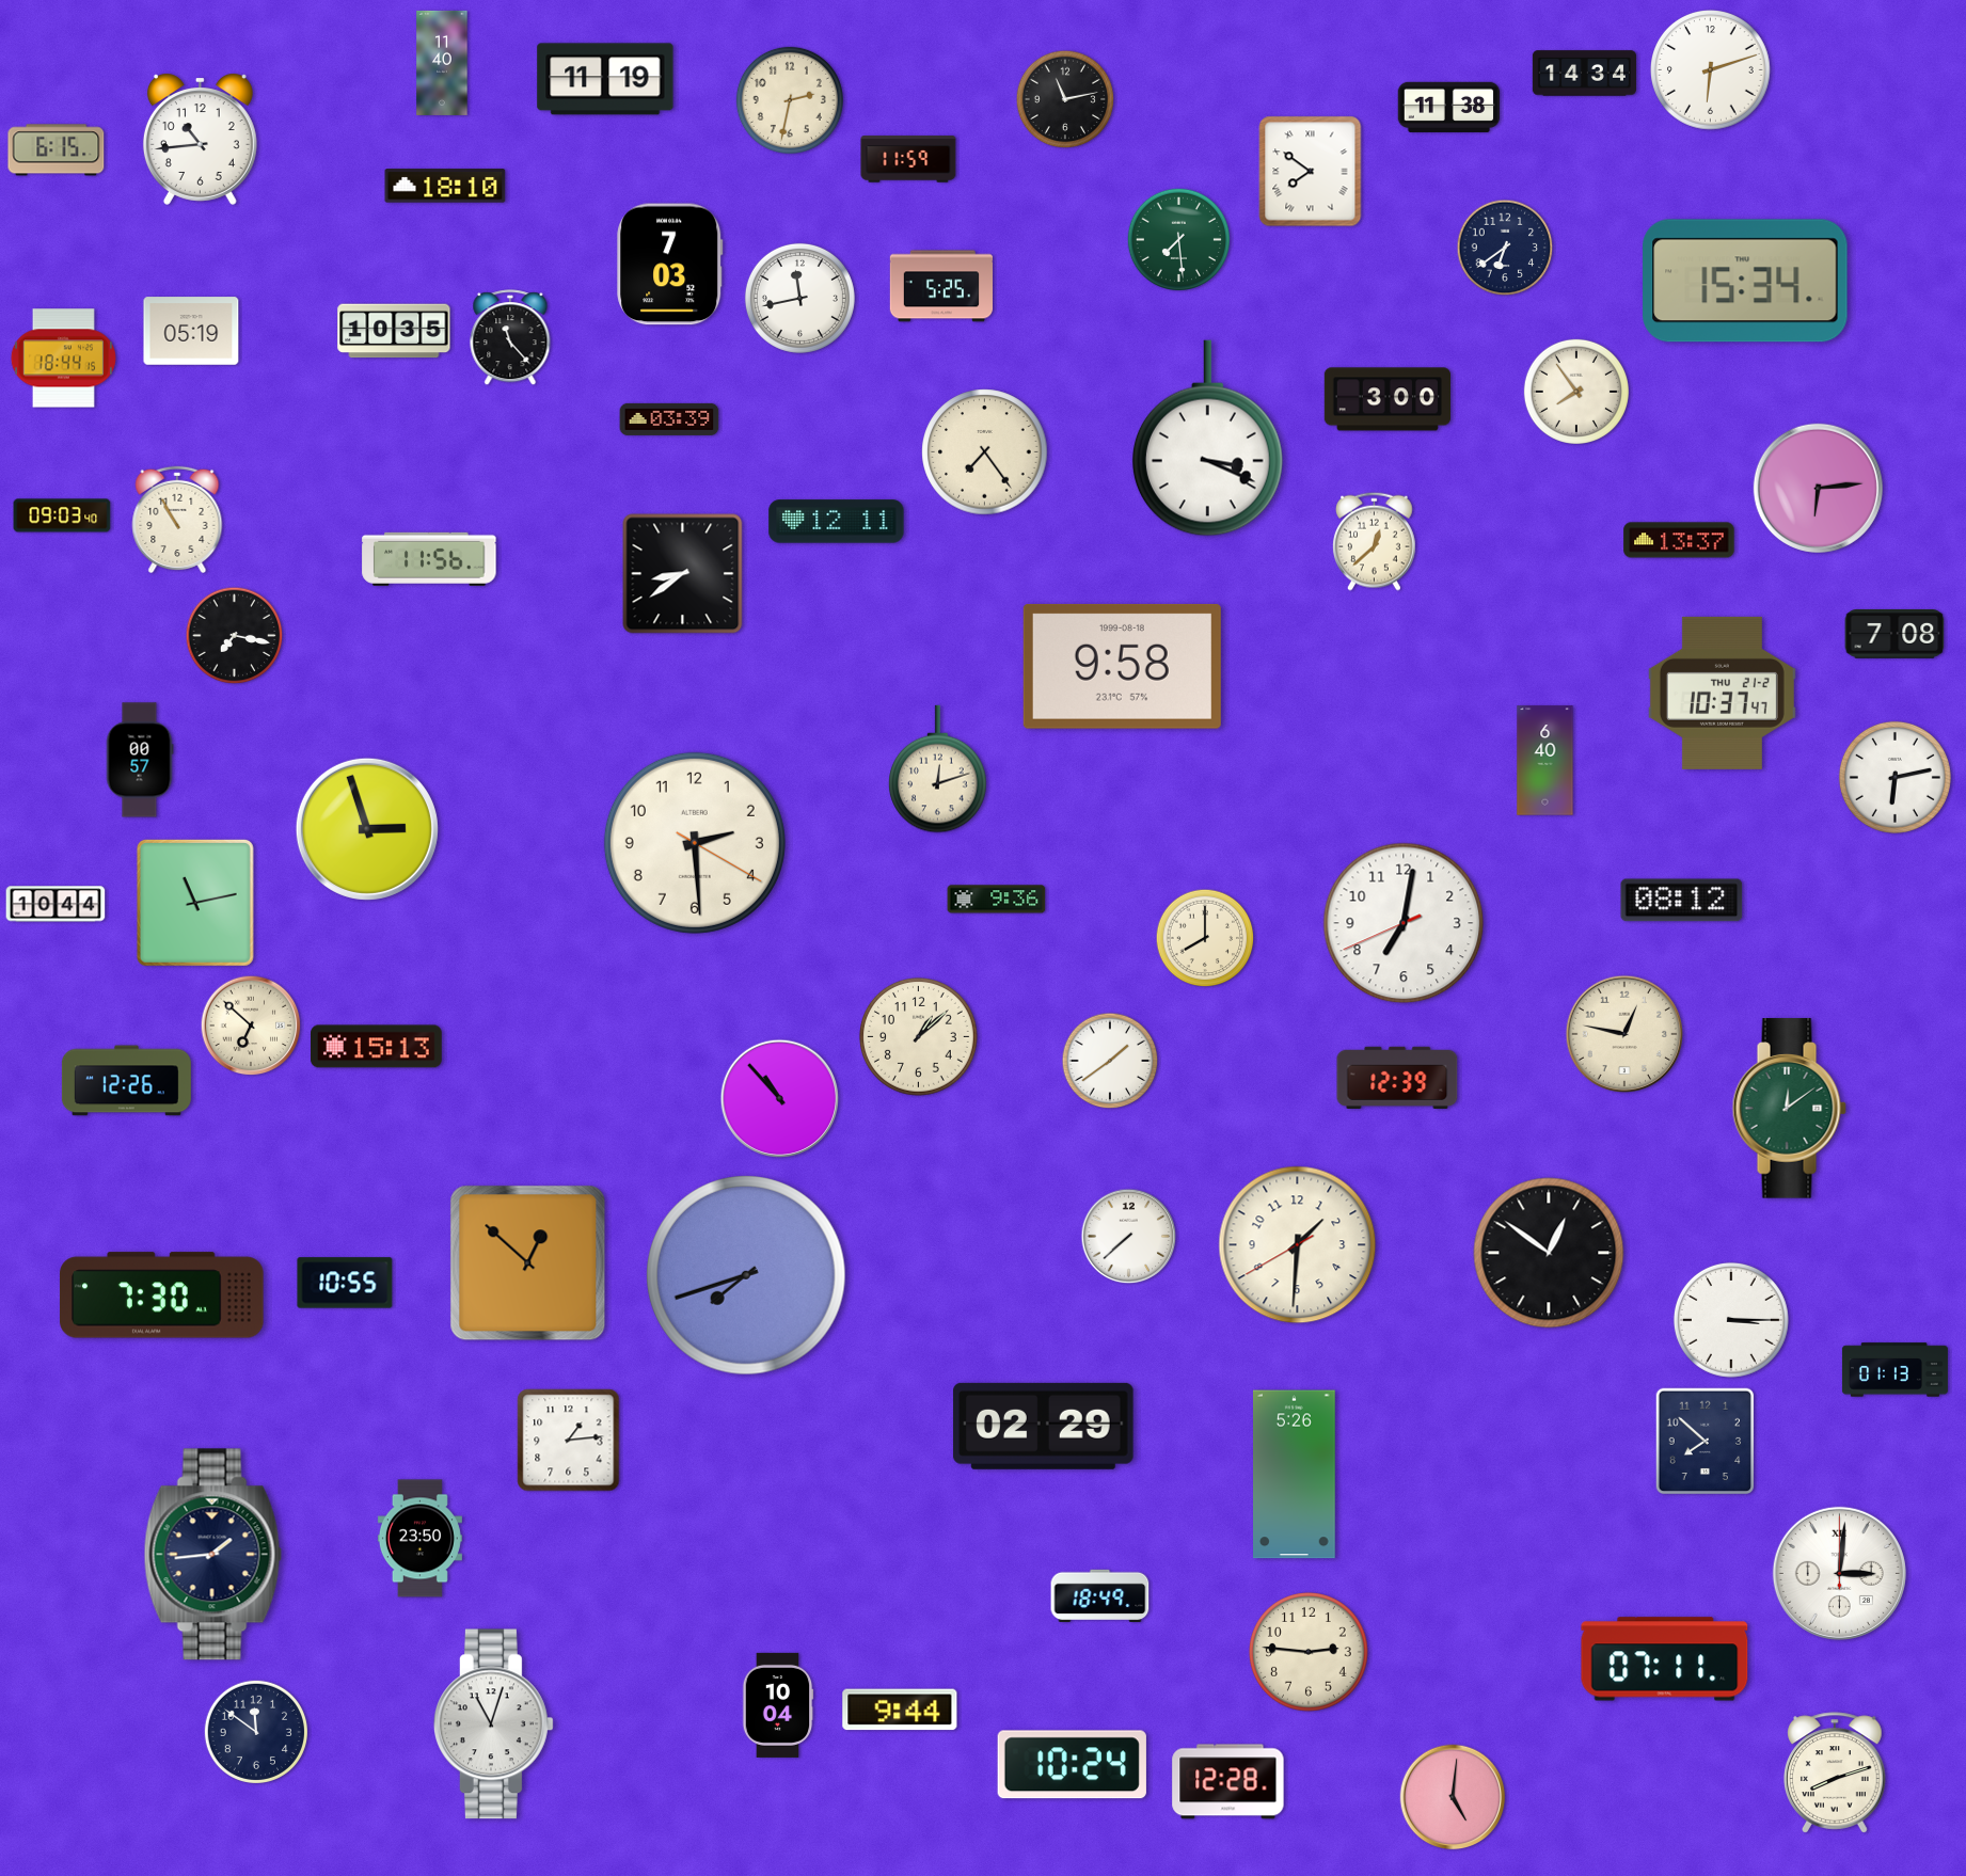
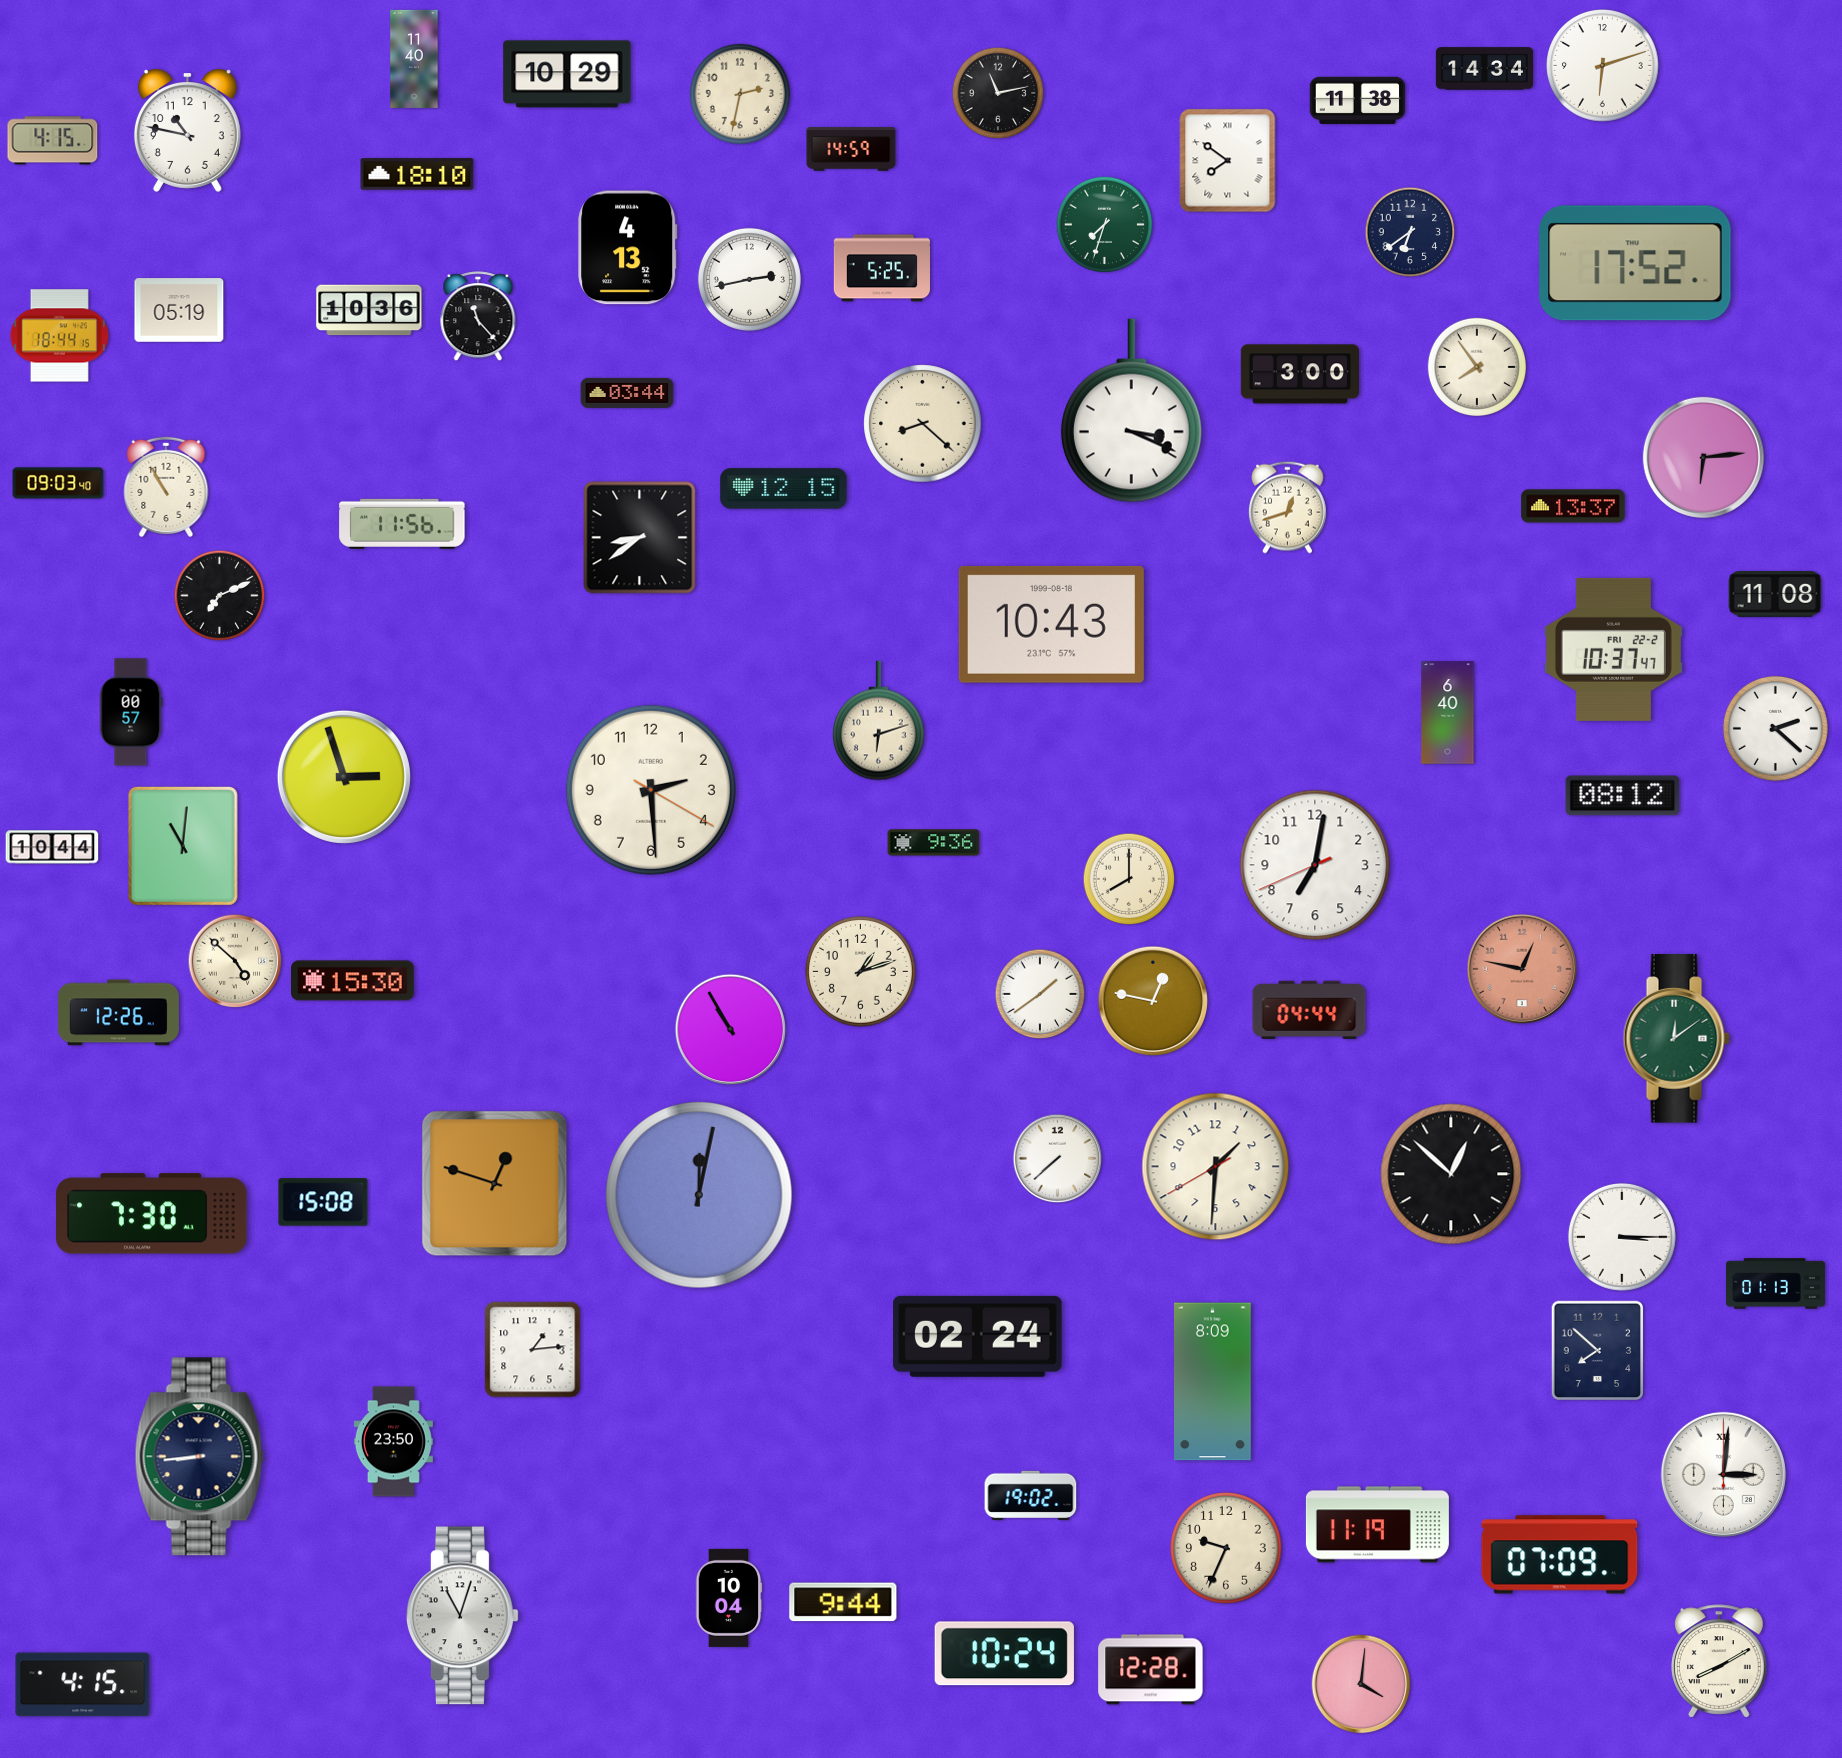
clock at (605, 79): 11:19 -> 10:29
clock at (200, 139): 10:44 -> 10:47
clock at (57, 150): 6:15 -> 4:15
clock at (908, 159): 11:59 -> 14:59
clock at (1178, 239): 7:29 -> 7:33
clock at (670, 265): 7:03 -> 4:13
clock at (1745, 281): 15:34 -> 17:52
clock at (799, 298): 11:43 -> 2:43
clock at (394, 331): 10:35 -> 10:36
clock at (669, 419): 03:39 -> 03:44
clock at (985, 452): 7:24 -> 8:22
clock at (837, 522): 12:11 -> 12:15
clock at (1375, 541): 12:38 -> 12:42
clock at (1894, 634): 7:08 -> 11:08
clock at (235, 636): 7:17 -> 7:11
clock at (1122, 666): 9:58 -> 10:43
clock at (1722, 693) date: THU 21-2 -> FRI 22-2
clock at (938, 769): 12:12 -> 6:12
clock at (1894, 777): 6:13 -> 2:22
clock at (1682, 901) position: (1682, 901) -> (1623, 796)
clock at (195, 903): 11:13 -> 11:01
clock at (251, 1026): 6:52 -> 4:52
clock at (1623, 1033) dial: cream -> salmon
clock at (919, 1037): 1:08 -> 1:12
clock at (377, 1047): 15:13 -> 15:30
clock at (1152, 1000): none -> 12:47
clock at (1397, 1078): 12:39 -> 04:44
clock at (779, 1098): 10:53 -> 10:55
clock at (1549, 1253): 12:51 -> 12:52
clock at (528, 1263): 12:52 -> 12:48
clock at (746, 1275): 7:42 -> 12:02
clock at (345, 1283): 10:55 -> 15:08
clock at (1044, 1426): 02:29 -> 02:24
clock at (1295, 1475): 5:26 -> 8:09
clock at (212, 1555): 1:44 -> 8:44
clock at (1100, 1595): 18:49 -> 19:02
clock at (1377, 1525): none -> 11:19
clock at (1310, 1653): 2:46 -> 9:34
clock at (1665, 1659): 07:11 -> 07:09
clock at (255, 1731): 11:51 -> none
clock at (1835, 1772): 8:12 -> 8:10
clock at (1453, 1797): 5:01 -> 4:01
clock at (83, 1685): none -> 4:15
